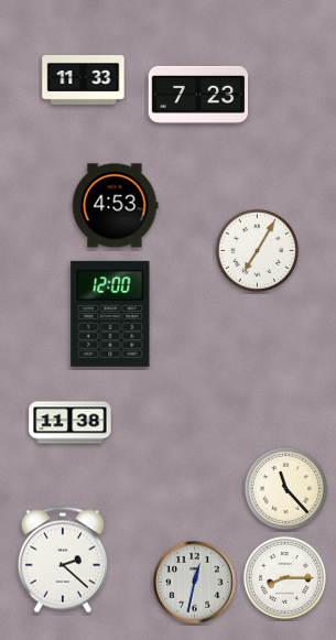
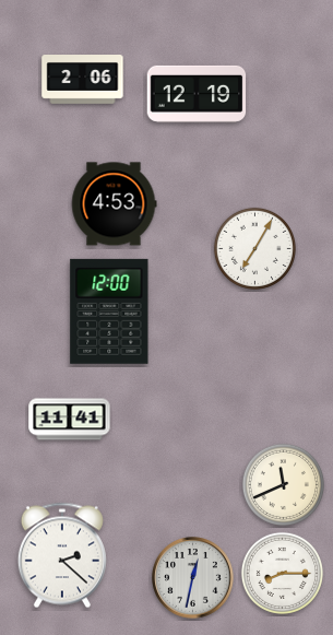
clock at (84, 80): 11:33 -> 2:06
clock at (198, 95): 7:23 -> 12:19
clock at (71, 423): 11:38 -> 11:41
clock at (285, 488): 11:23 -> 11:41
